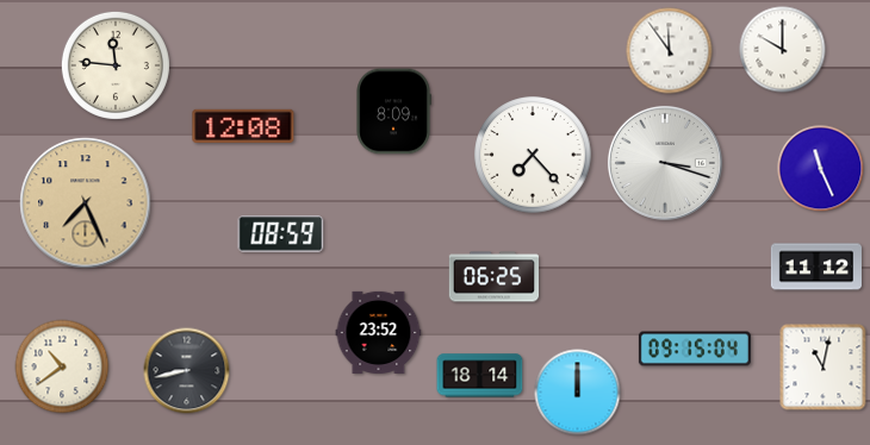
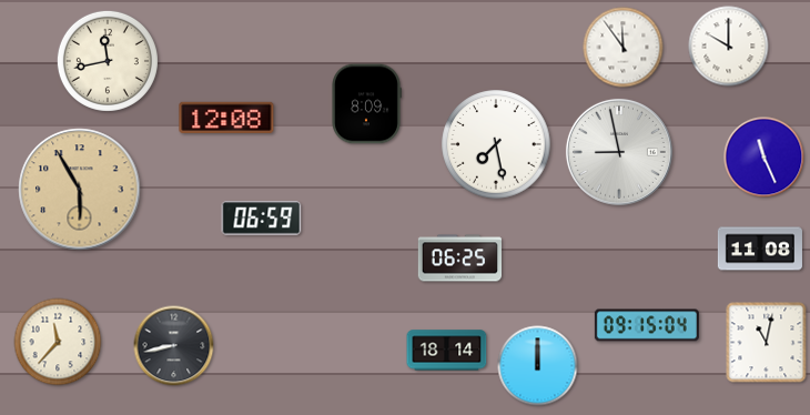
clock at (116, 65): 11:46 -> 11:43
clock at (533, 155): 7:23 -> 7:28
clock at (665, 163): 3:18 -> 8:58
clock at (86, 203): 7:26 -> 5:55
clock at (281, 234): 08:59 -> 06:59
clock at (816, 267): 11:12 -> 11:08
clock at (379, 332): 23:52 -> none
clock at (62, 366): 10:39 -> 11:37
